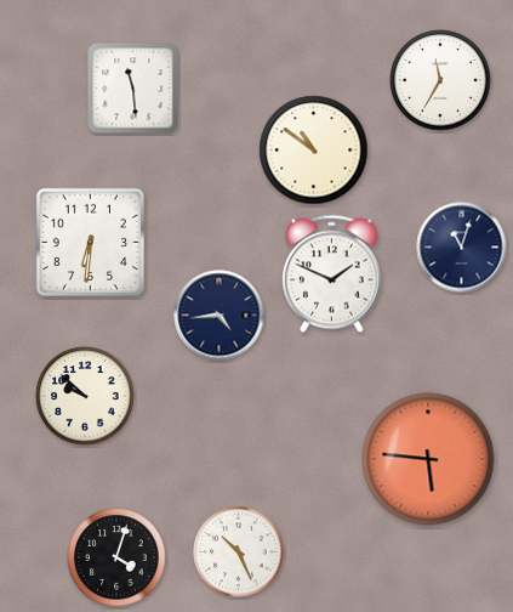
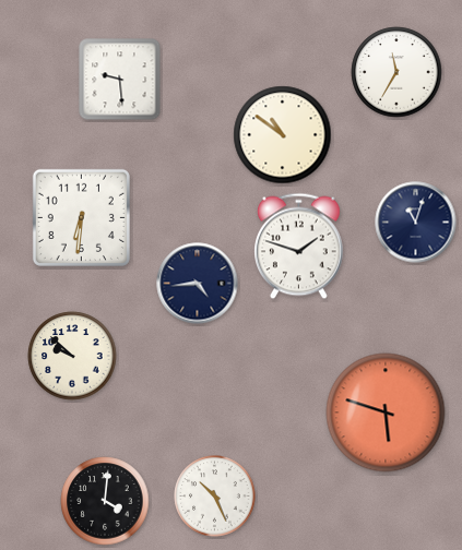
clock at (133, 89): 11:29 -> 9:29
clock at (332, 274): 1:49 -> 1:48
clock at (85, 396) position: (85, 396) -> (72, 356)
clock at (428, 459): 5:46 -> 5:48
clock at (116, 557): 4:03 -> 4:01
